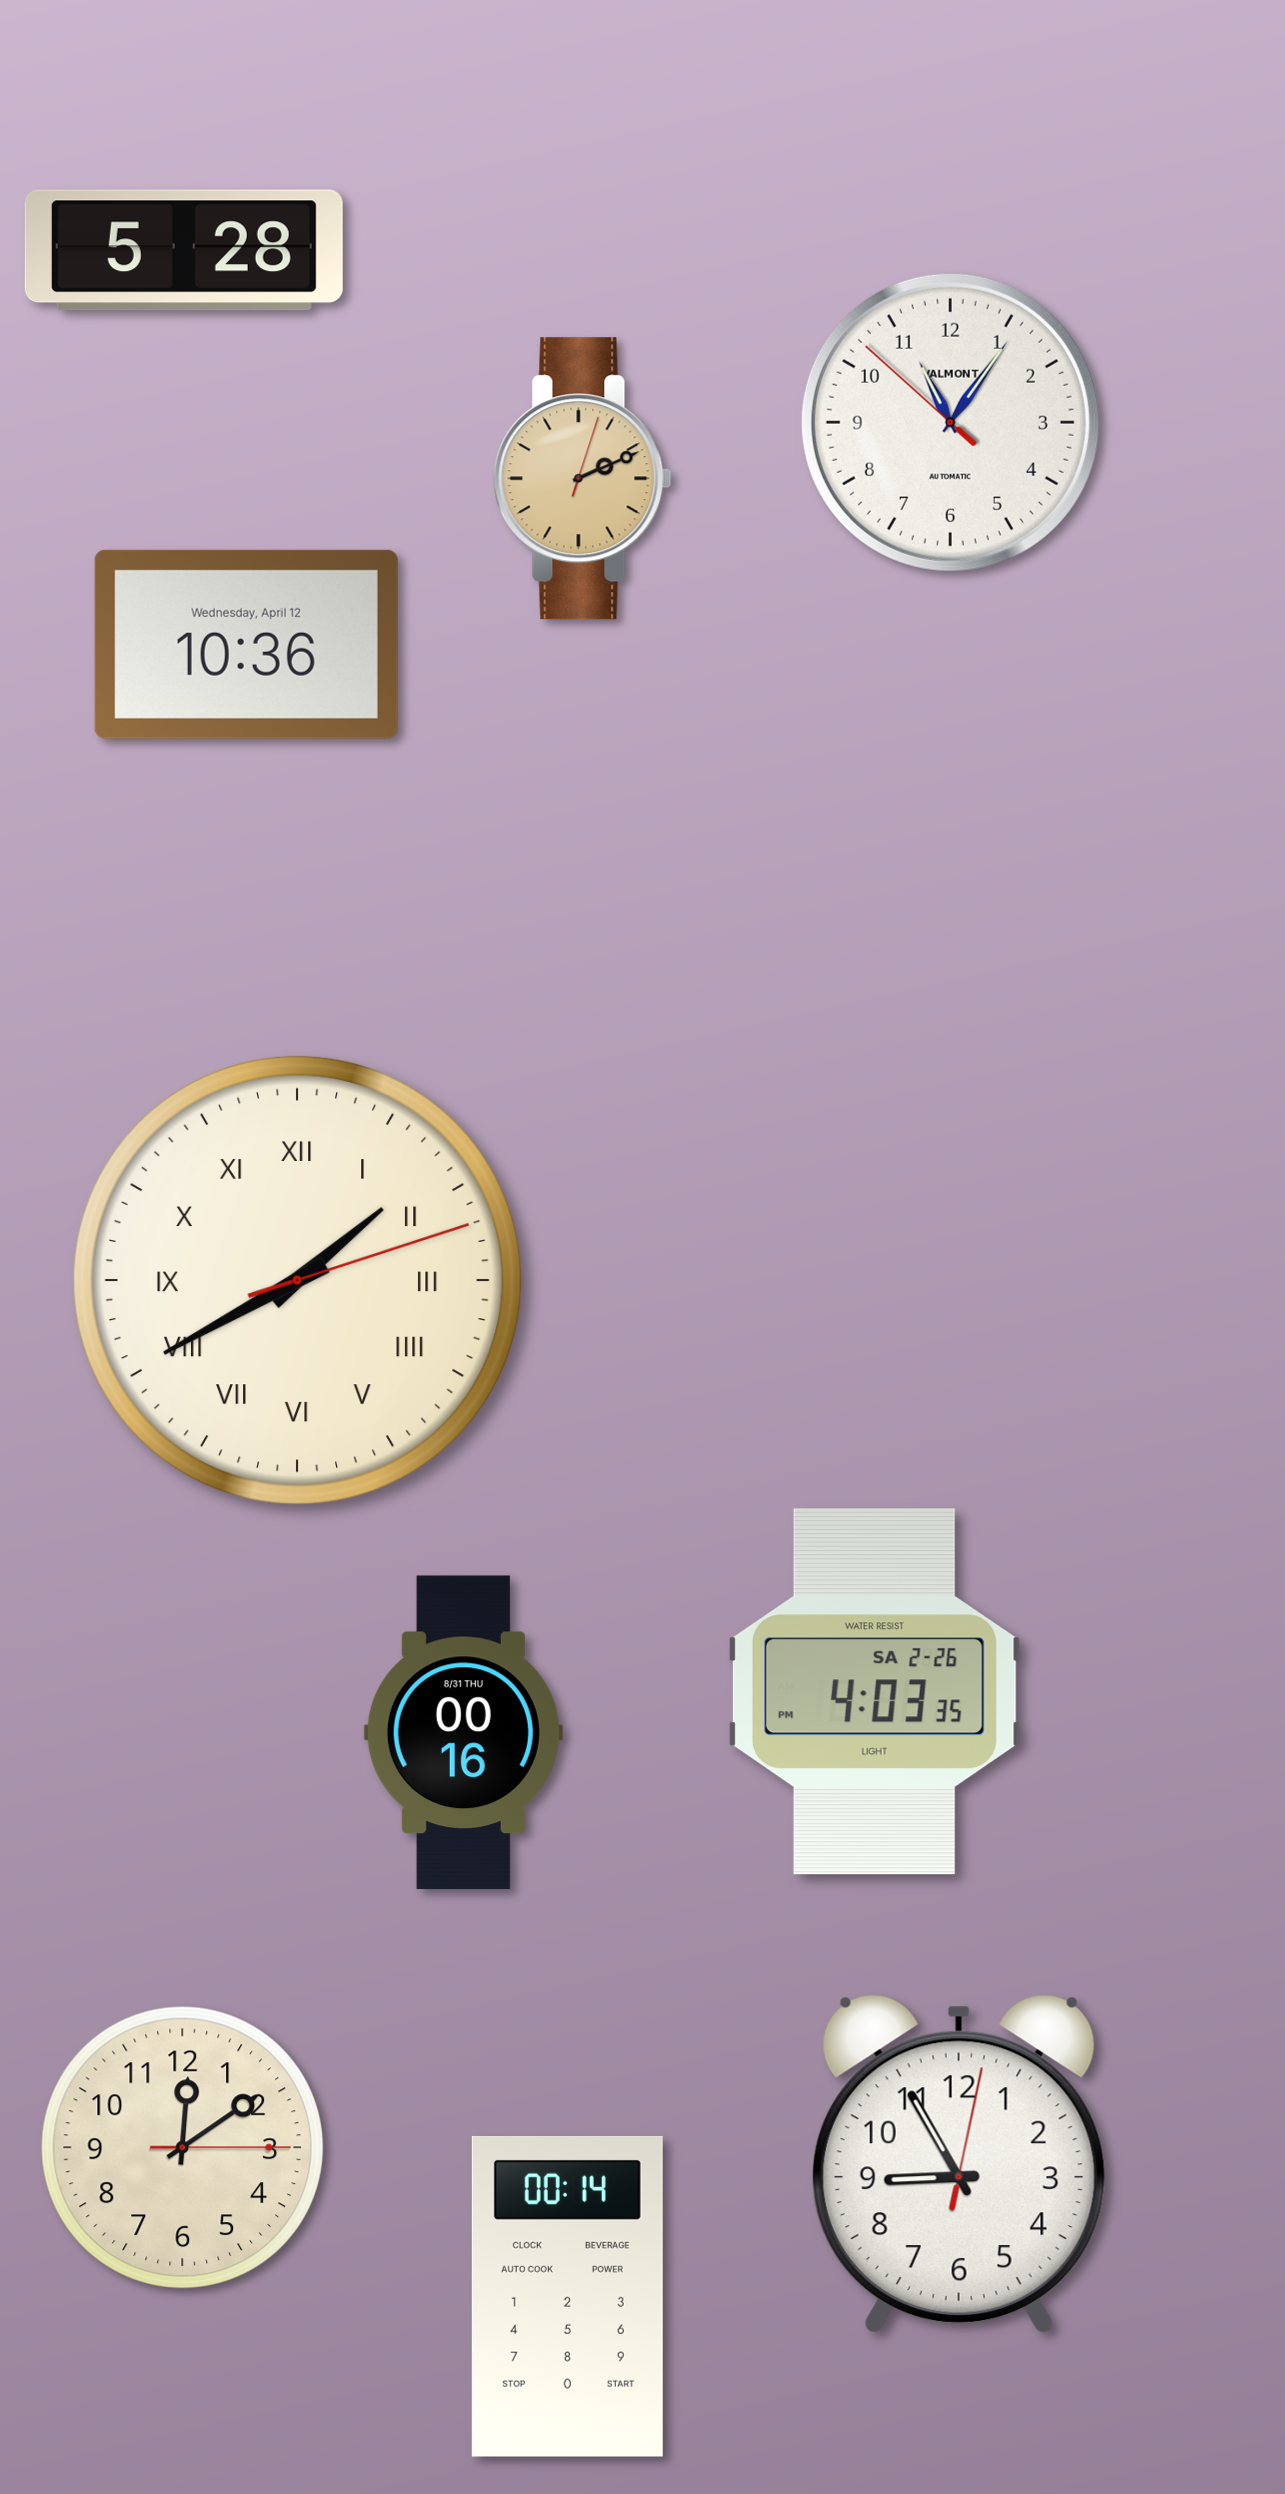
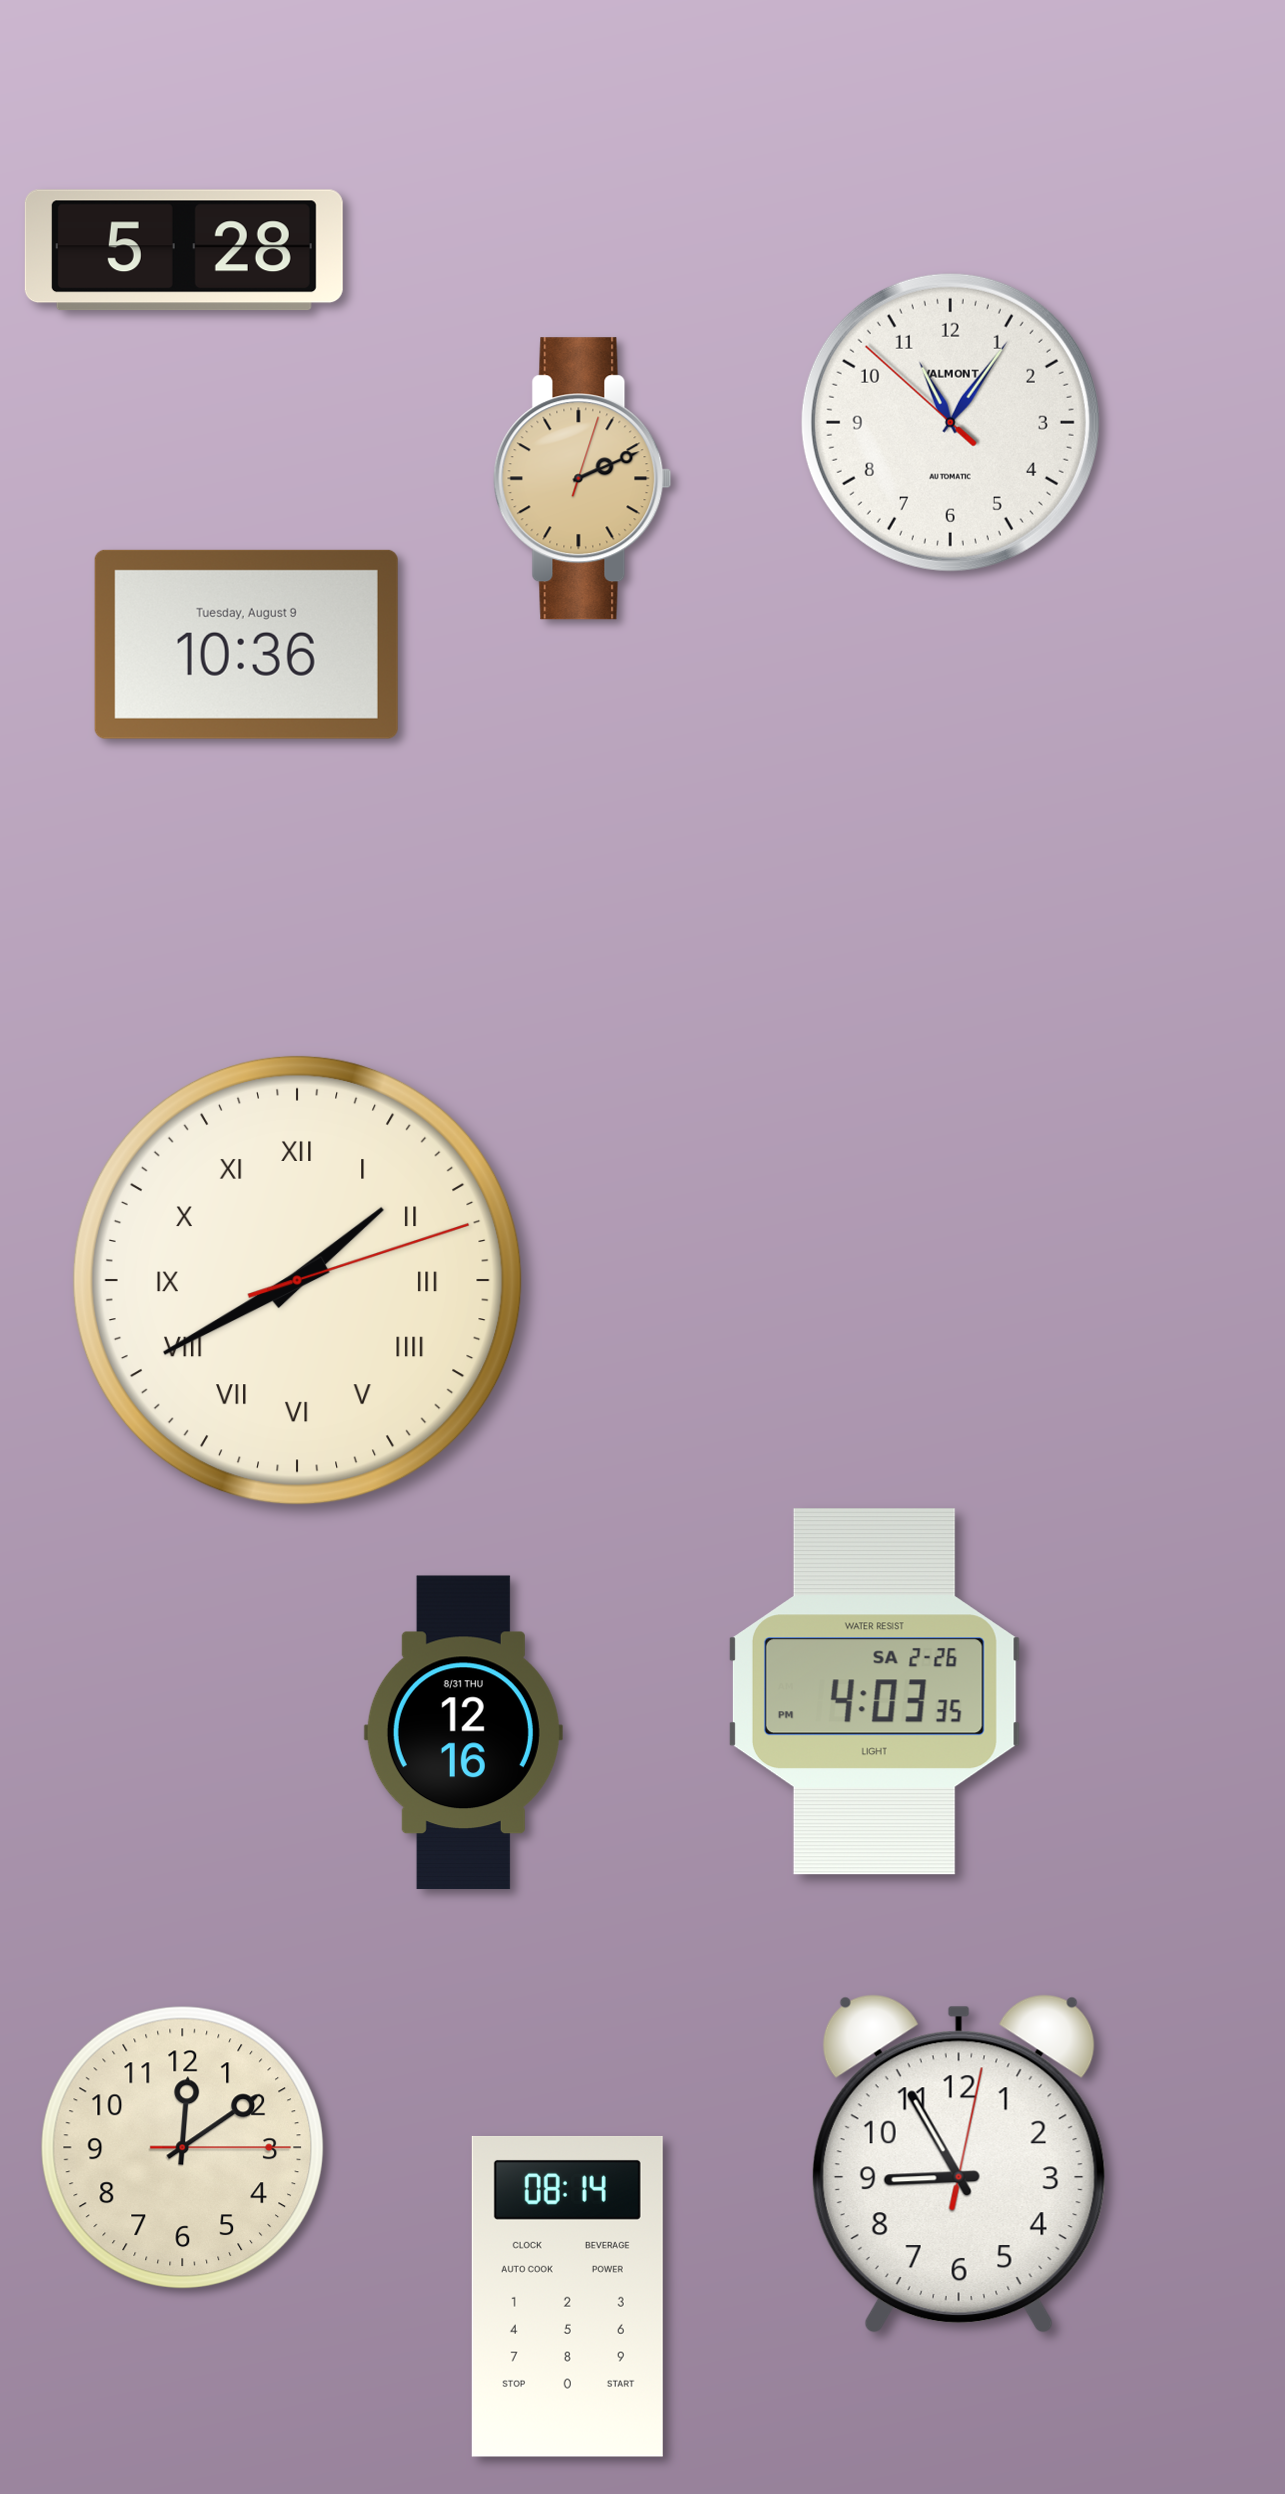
clock at (246, 644) date: Wednesday, April 12 -> Tuesday, August 9
clock at (463, 1733): 00:16 -> 12:16
clock at (567, 2296): 00:14 -> 08:14
